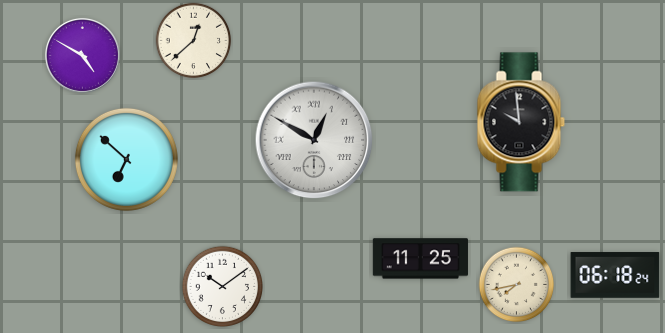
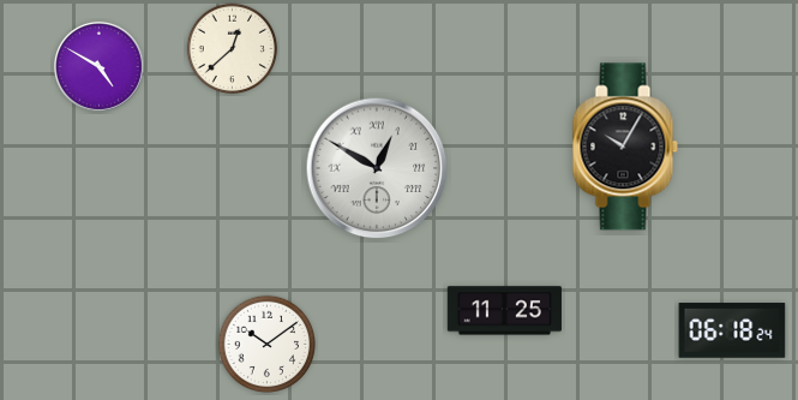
clock at (521, 122): 9:59 -> 10:05
clock at (126, 159): 6:52 -> none
clock at (615, 275) position: (615, 275) -> (732, 330)
clock at (517, 285): 7:43 -> none
